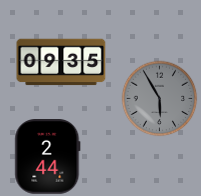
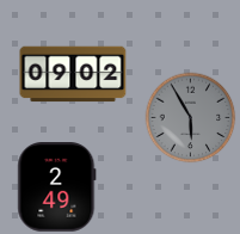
clock at (61, 62): 09:35 -> 09:02
clock at (48, 157): 2:44 -> 2:49
